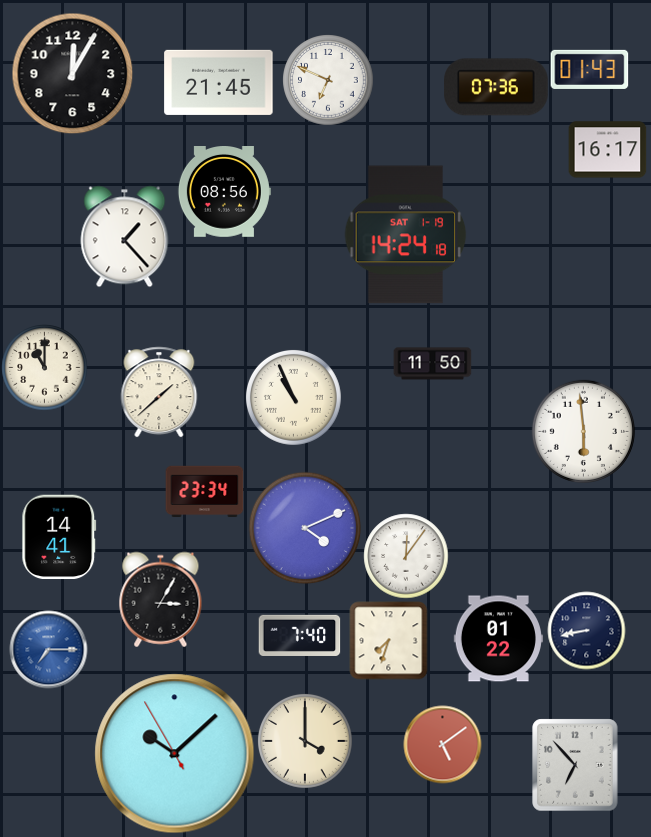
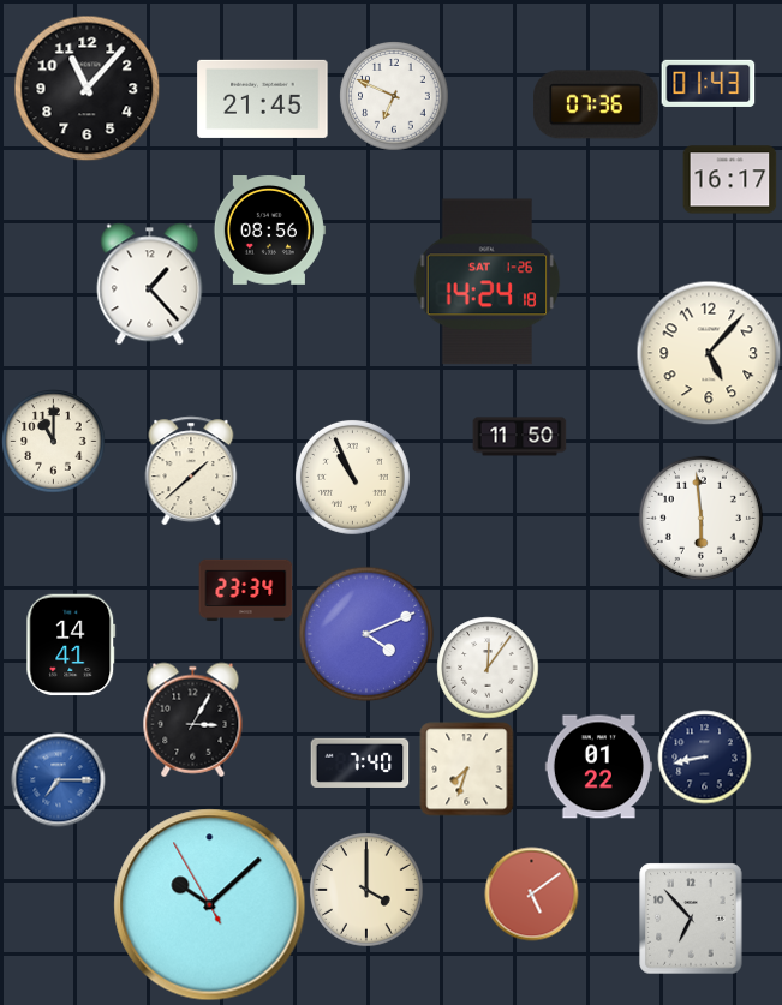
clock at (72, 73): 12:05 -> 11:07
clock at (406, 235) date: SAT 1-19 -> SAT 1-26
clock at (709, 353): none -> 5:07
